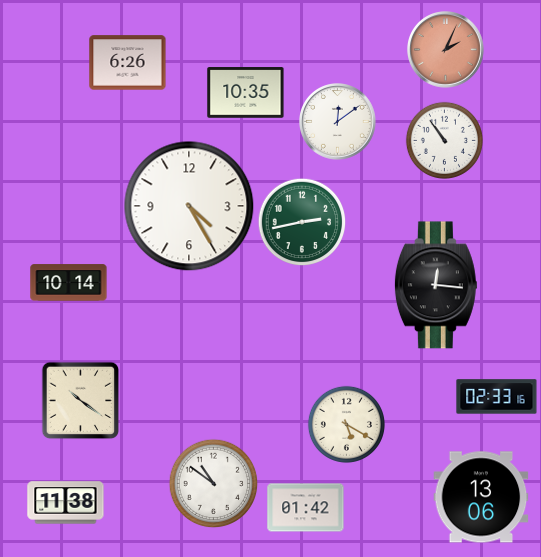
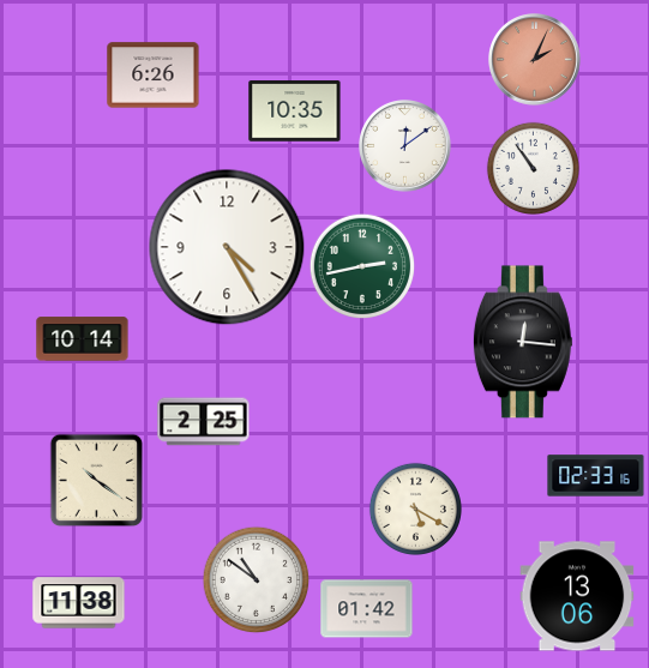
clock at (204, 422): none -> 2:25
